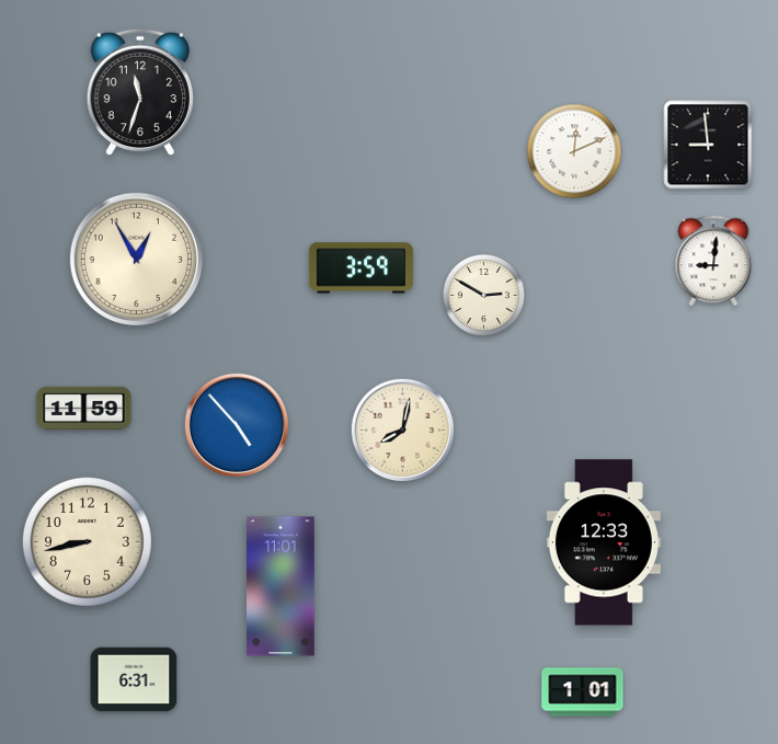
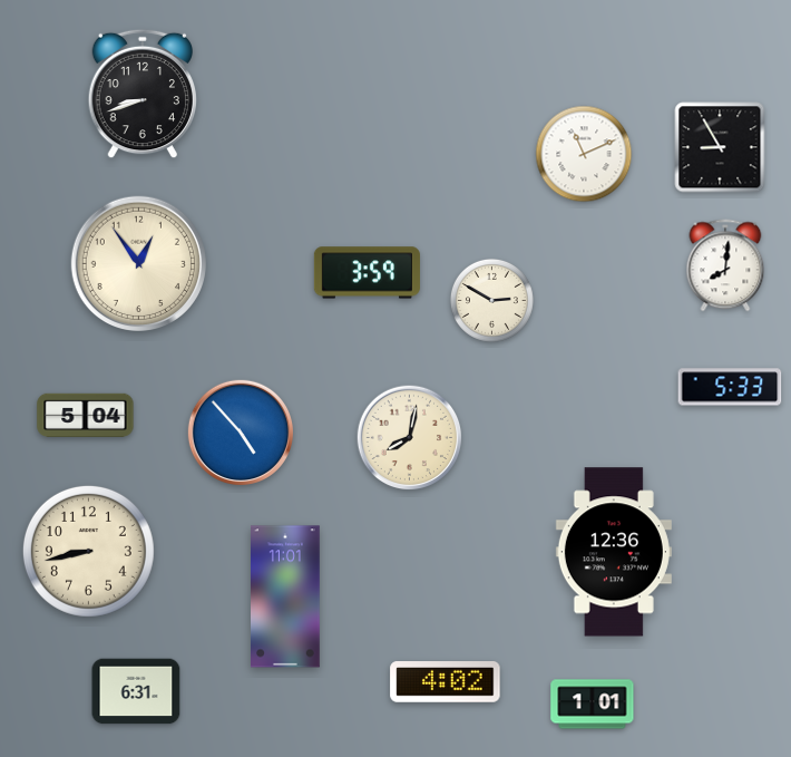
clock at (139, 92): 11:33 -> 8:42
clock at (708, 145): 8:59 -> 8:55
clock at (574, 151): 12:11 -> 11:11
clock at (136, 259): 12:55 -> 12:54
clock at (713, 261): 9:01 -> 8:01
clock at (730, 387): none -> 5:33
clock at (84, 408): 11:59 -> 5:04
clock at (604, 542): 12:33 -> 12:36
clock at (446, 682): none -> 4:02
